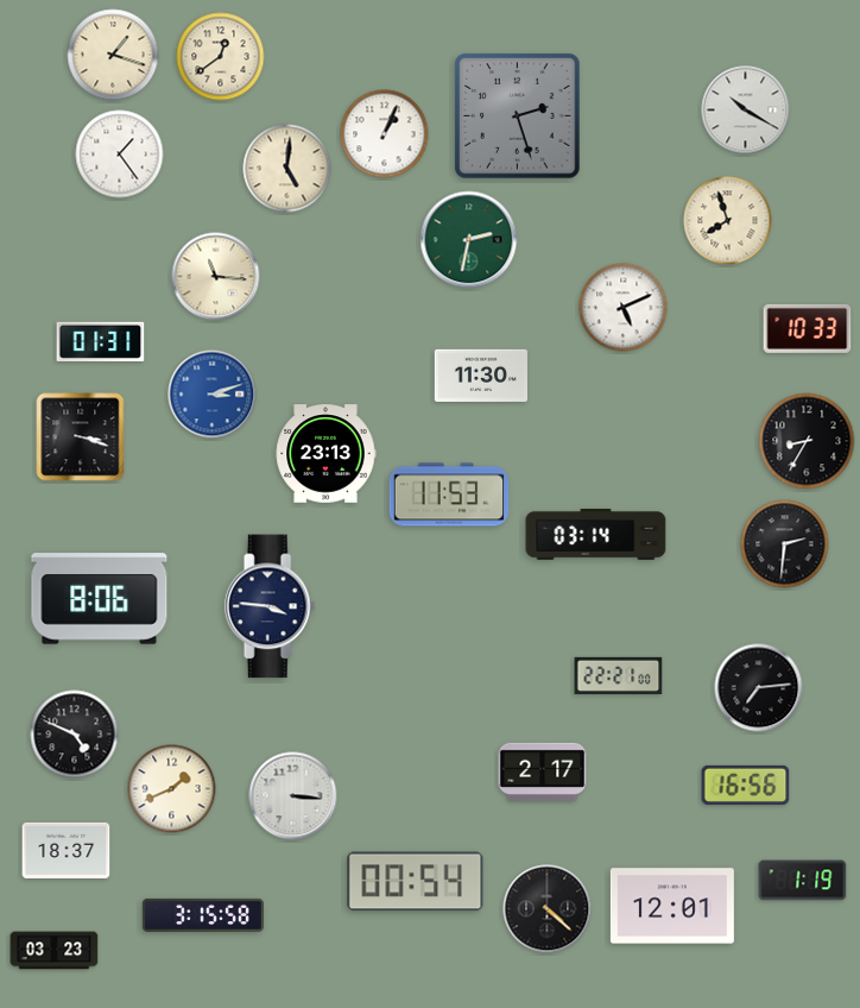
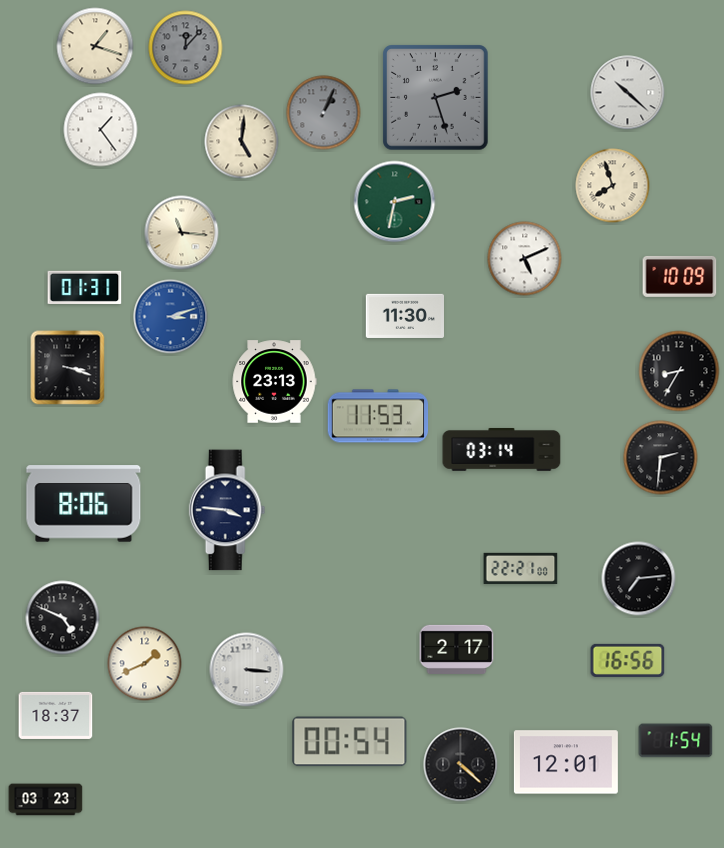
clock at (221, 57): 12:39 -> 12:07
clock at (221, 57) dial: cream -> grey
clock at (746, 111): 10:20 -> 10:22
clock at (385, 134) dial: white -> grey
clock at (808, 328): 10:33 -> 10:09
clock at (213, 395) position: (213, 395) -> (171, 317)
clock at (803, 881): 1:19 -> 1:54
clock at (203, 915): 3:15 -> none
